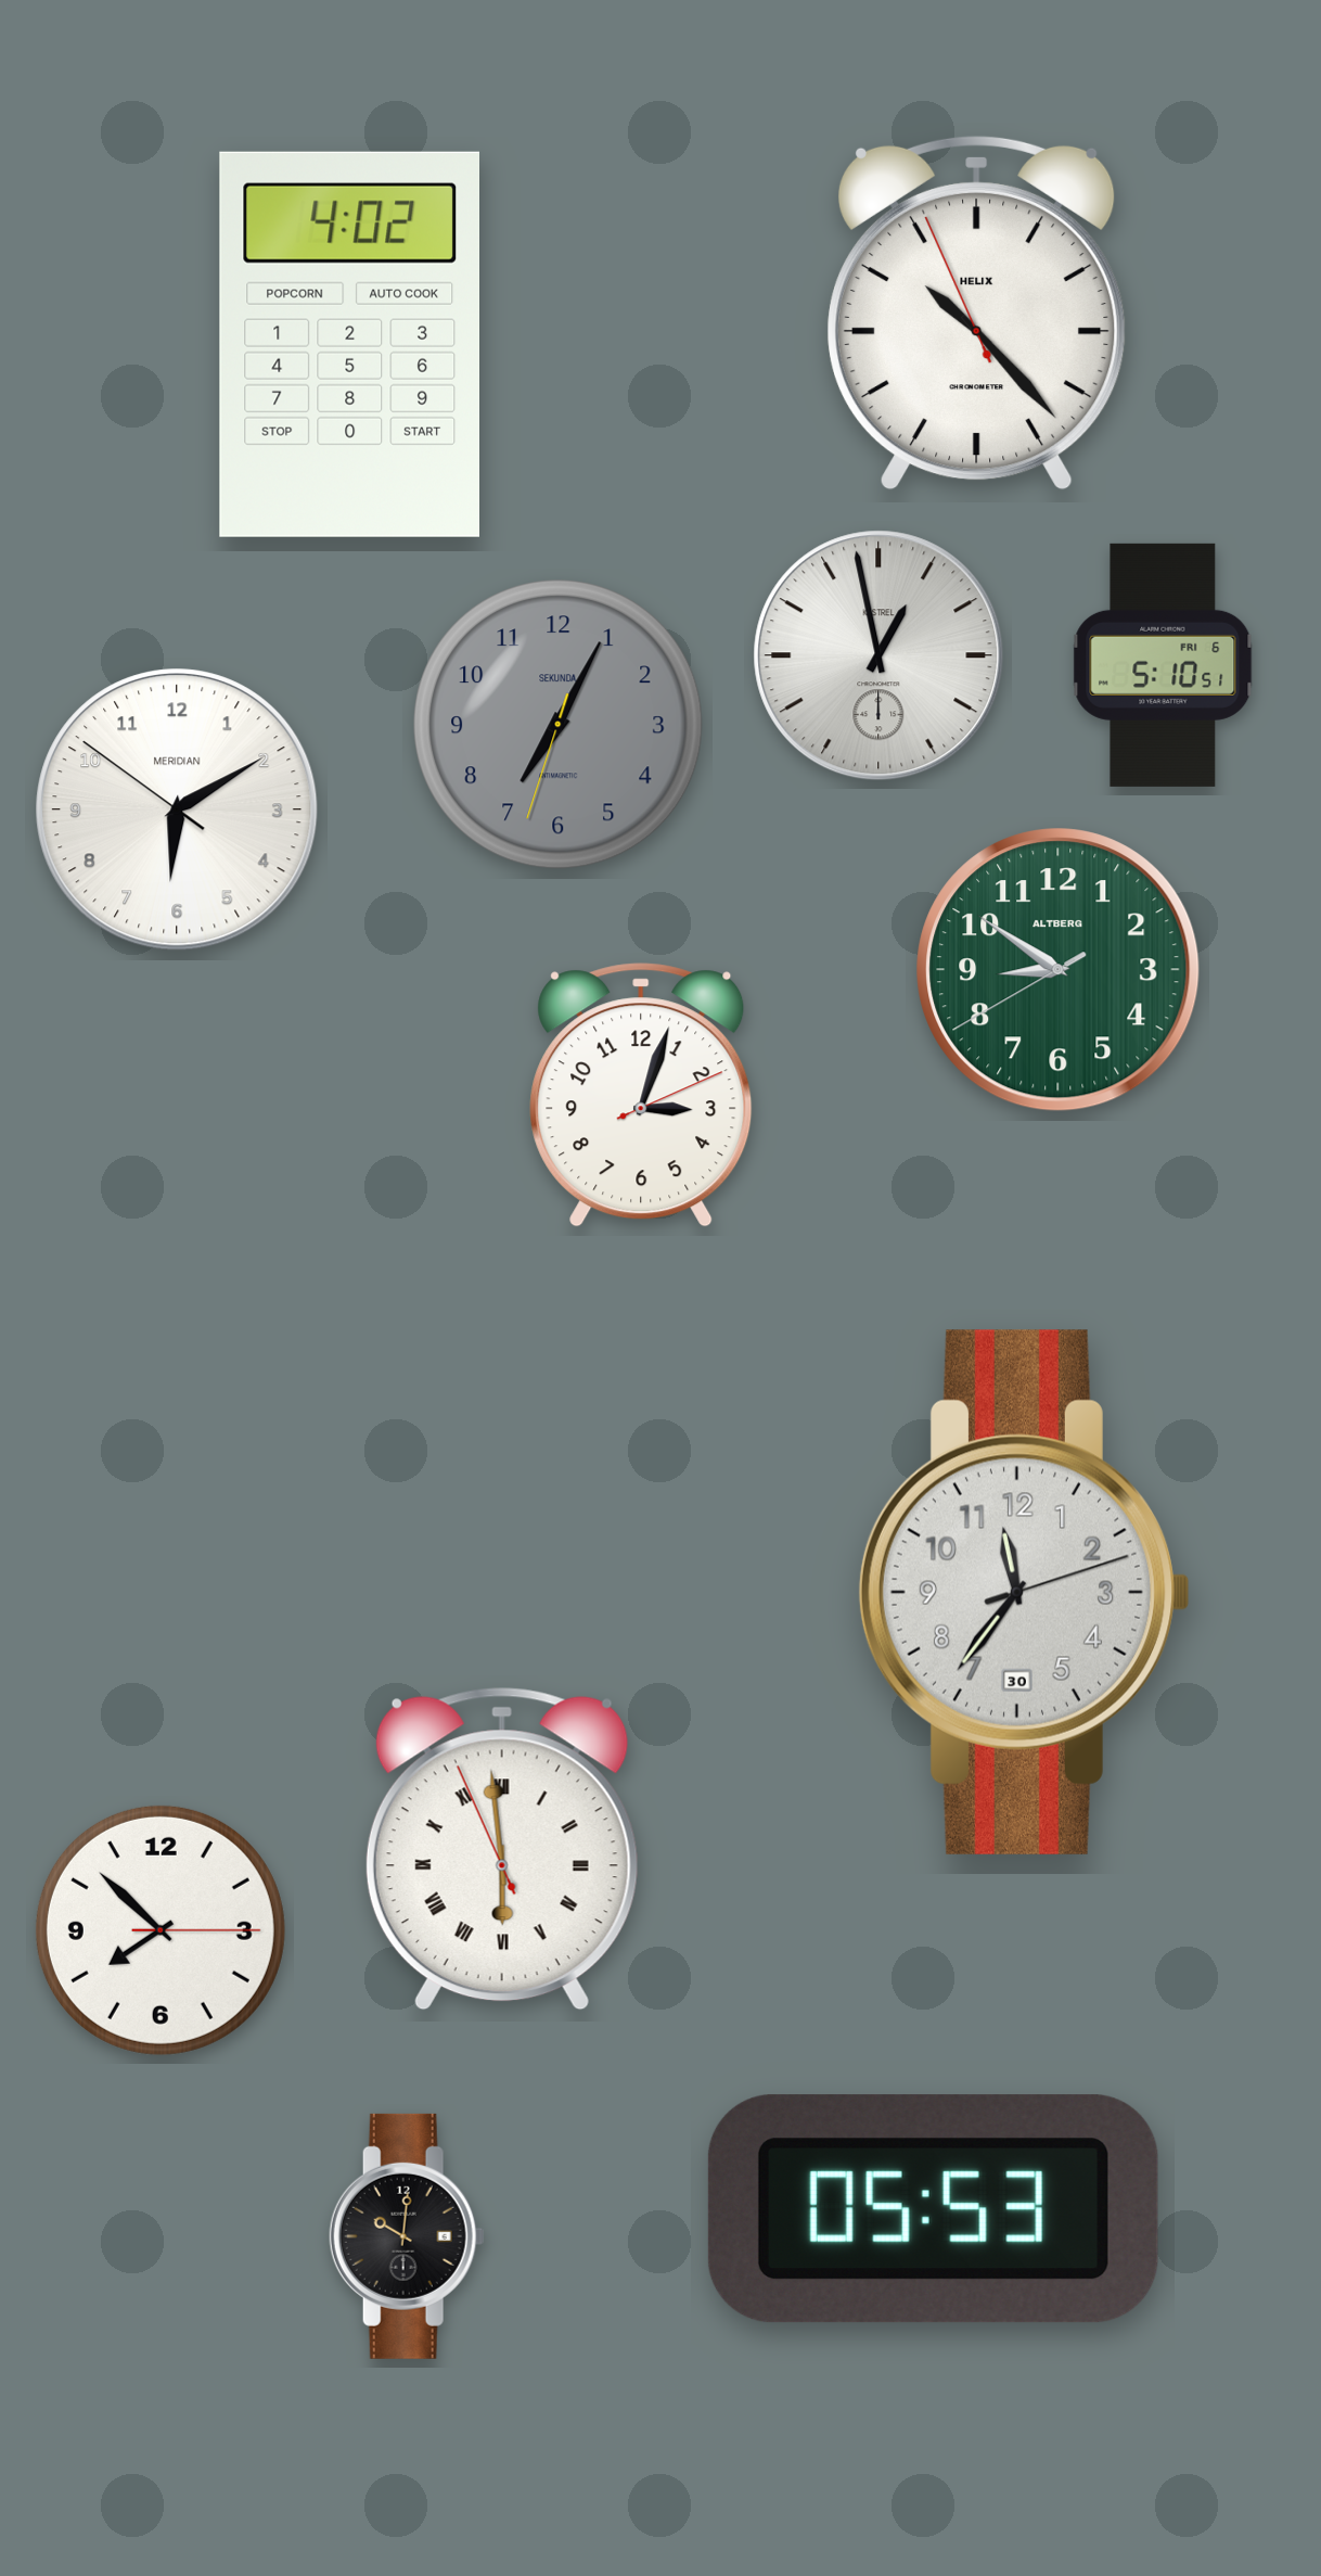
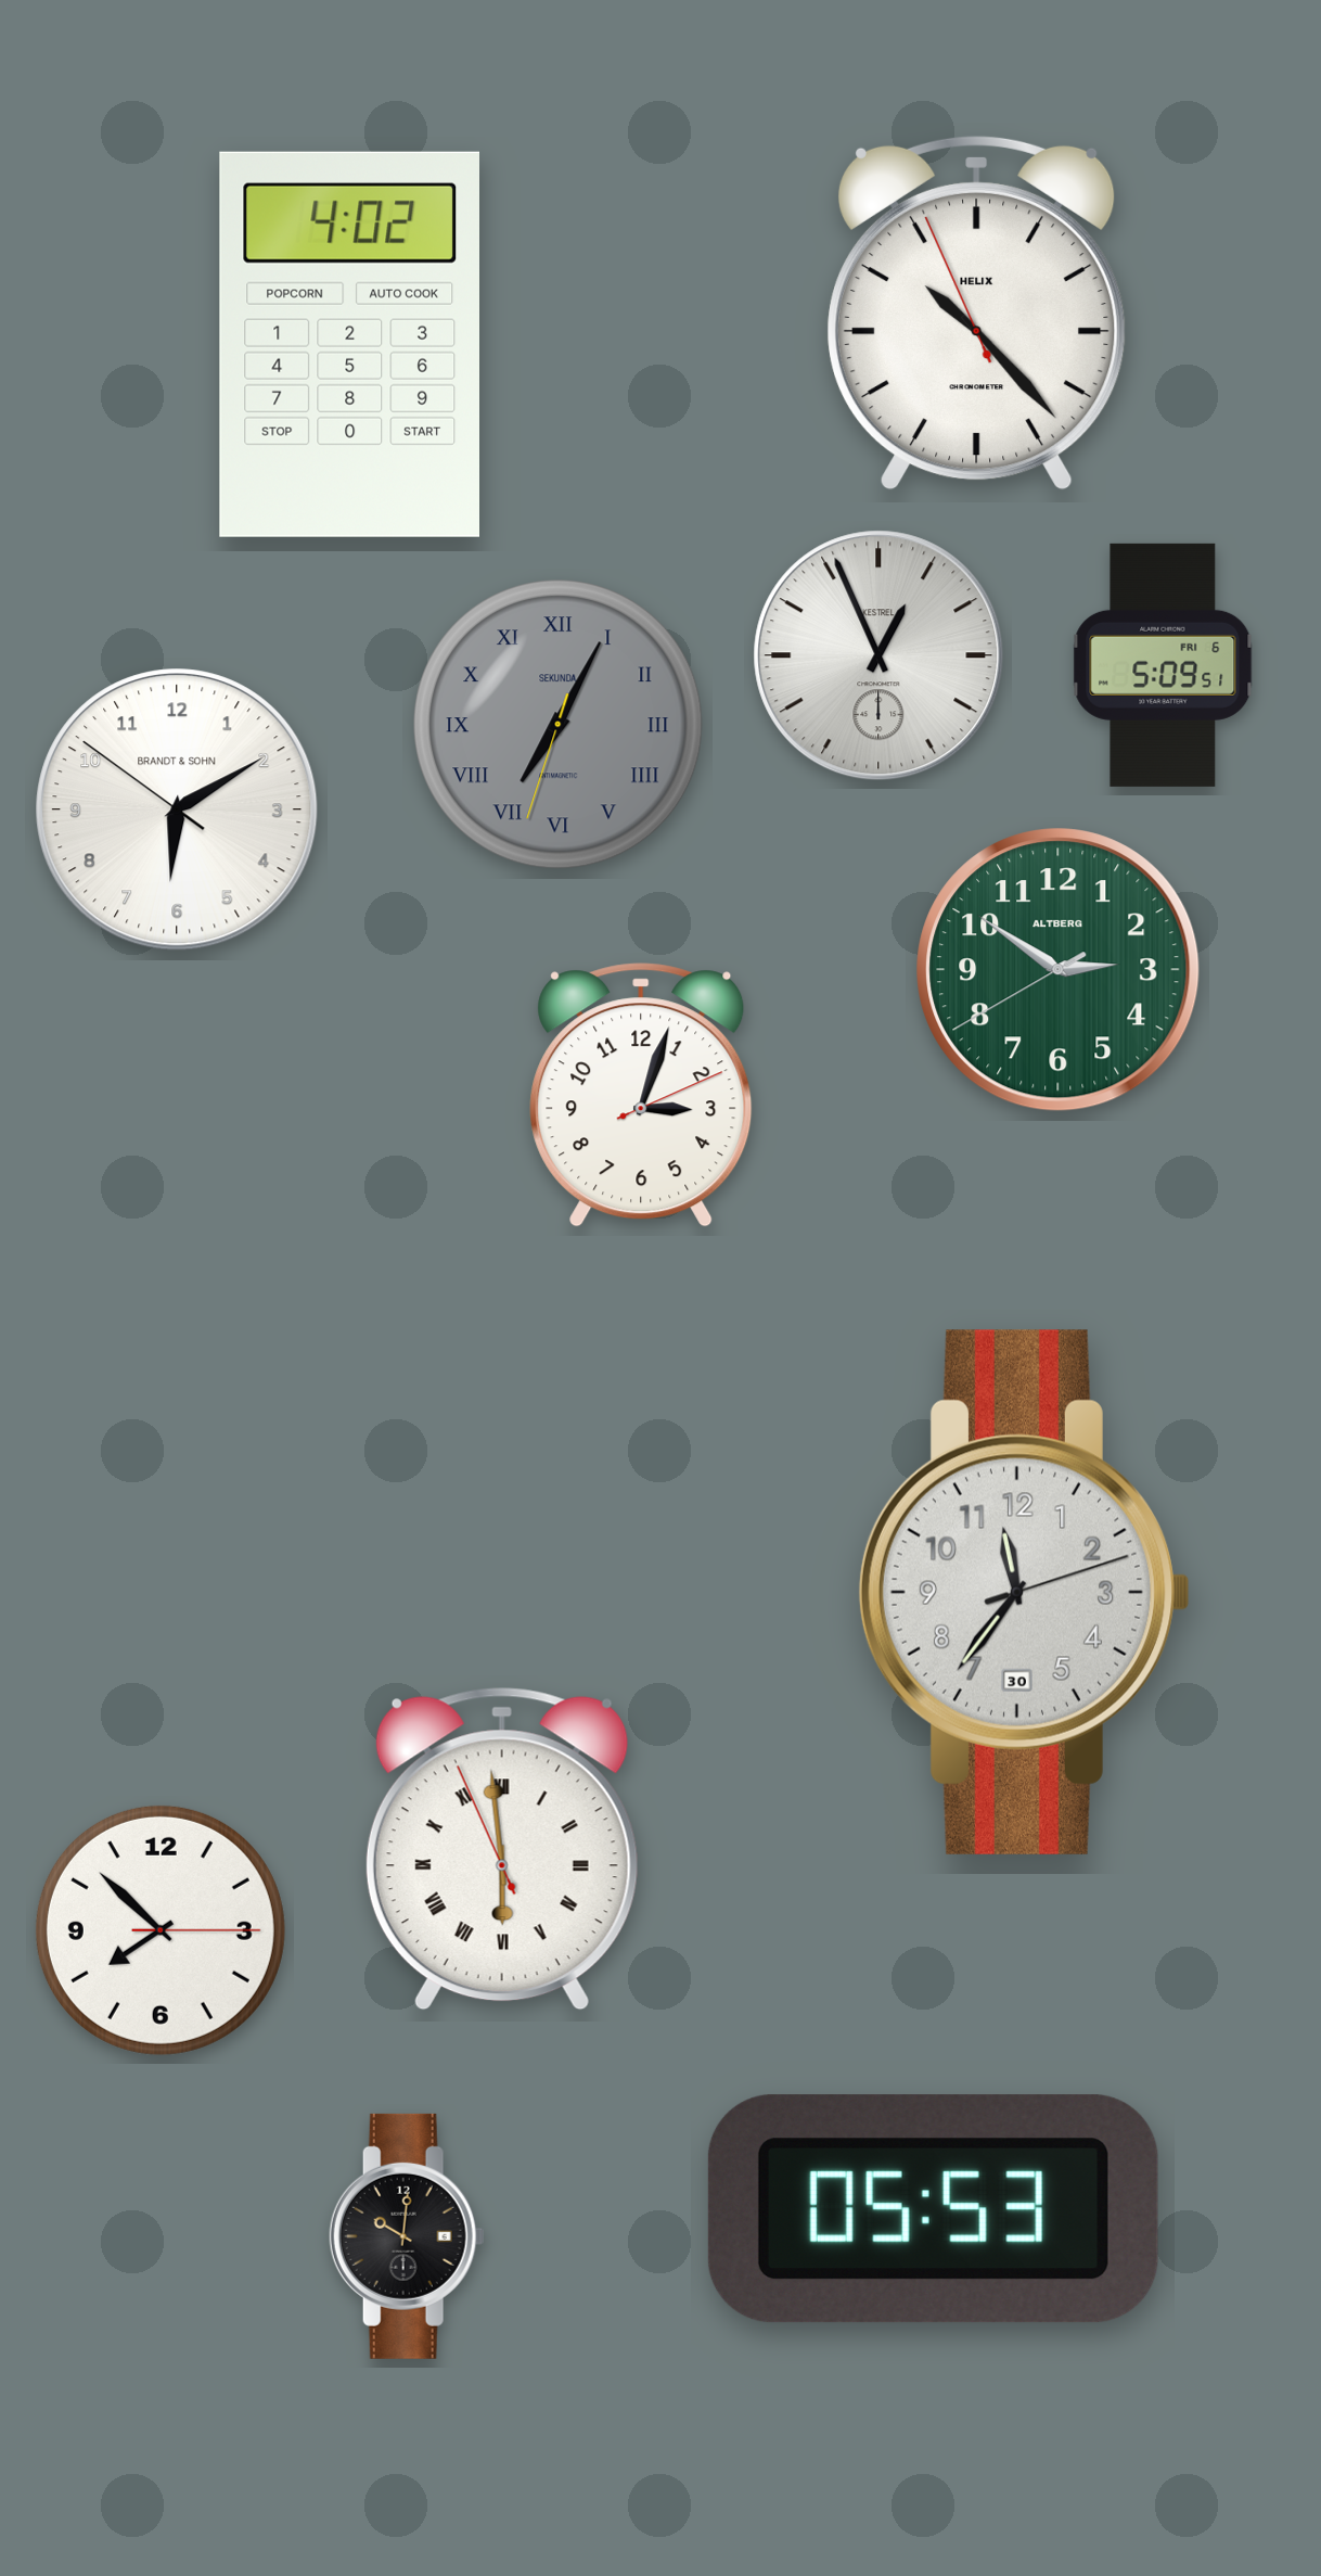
clock at (878, 655): 12:58 -> 12:56
clock at (1163, 665): 5:10 -> 5:09
clock at (559, 725) numerals: Arabic -> Roman
clock at (177, 809) brand: MERIDIAN -> BRANDT & SOHN
clock at (1059, 970): 8:50 -> 2:50
